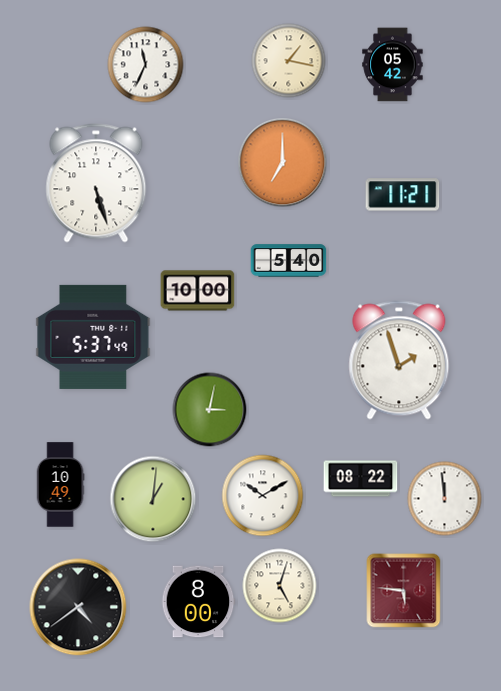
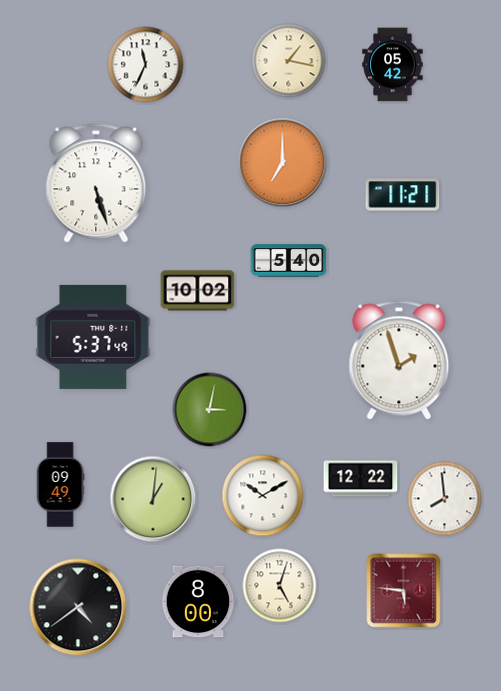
clock at (198, 291): 10:00 -> 10:02
clock at (361, 479): 08:22 -> 12:22
clock at (60, 485): 10:49 -> 09:49
clock at (445, 499): 11:59 -> 7:59
